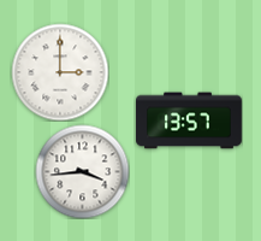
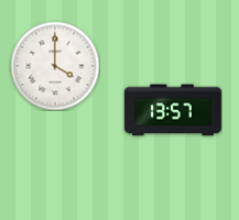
clock at (60, 72): 3:00 -> 4:00
clock at (82, 171): 3:44 -> none
